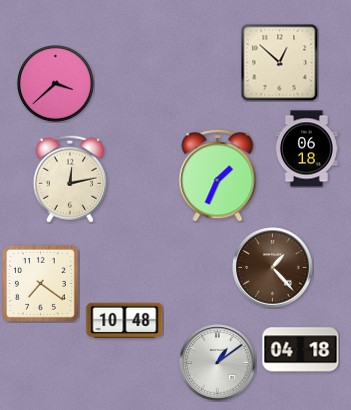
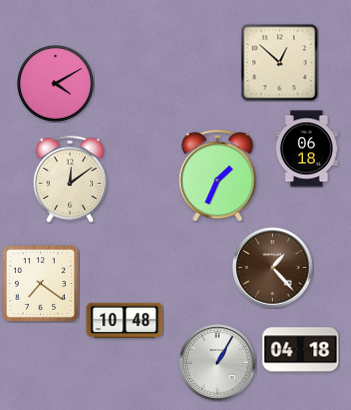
clock at (56, 84): 3:38 -> 4:10
clock at (70, 179): 12:13 -> 12:09
clock at (218, 363): 1:09 -> 1:05
